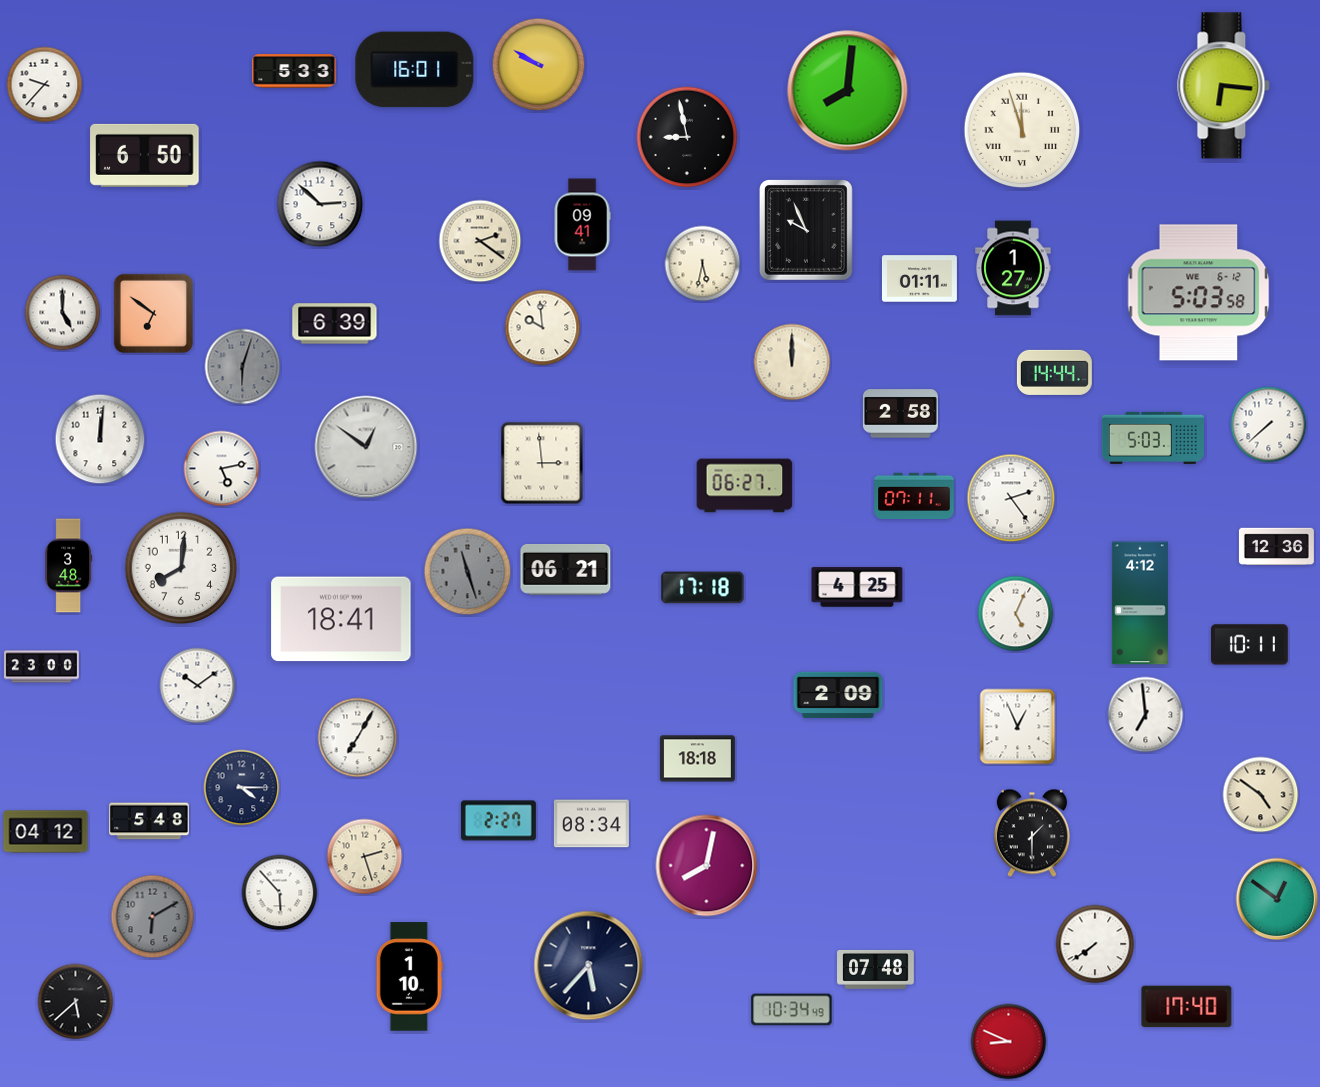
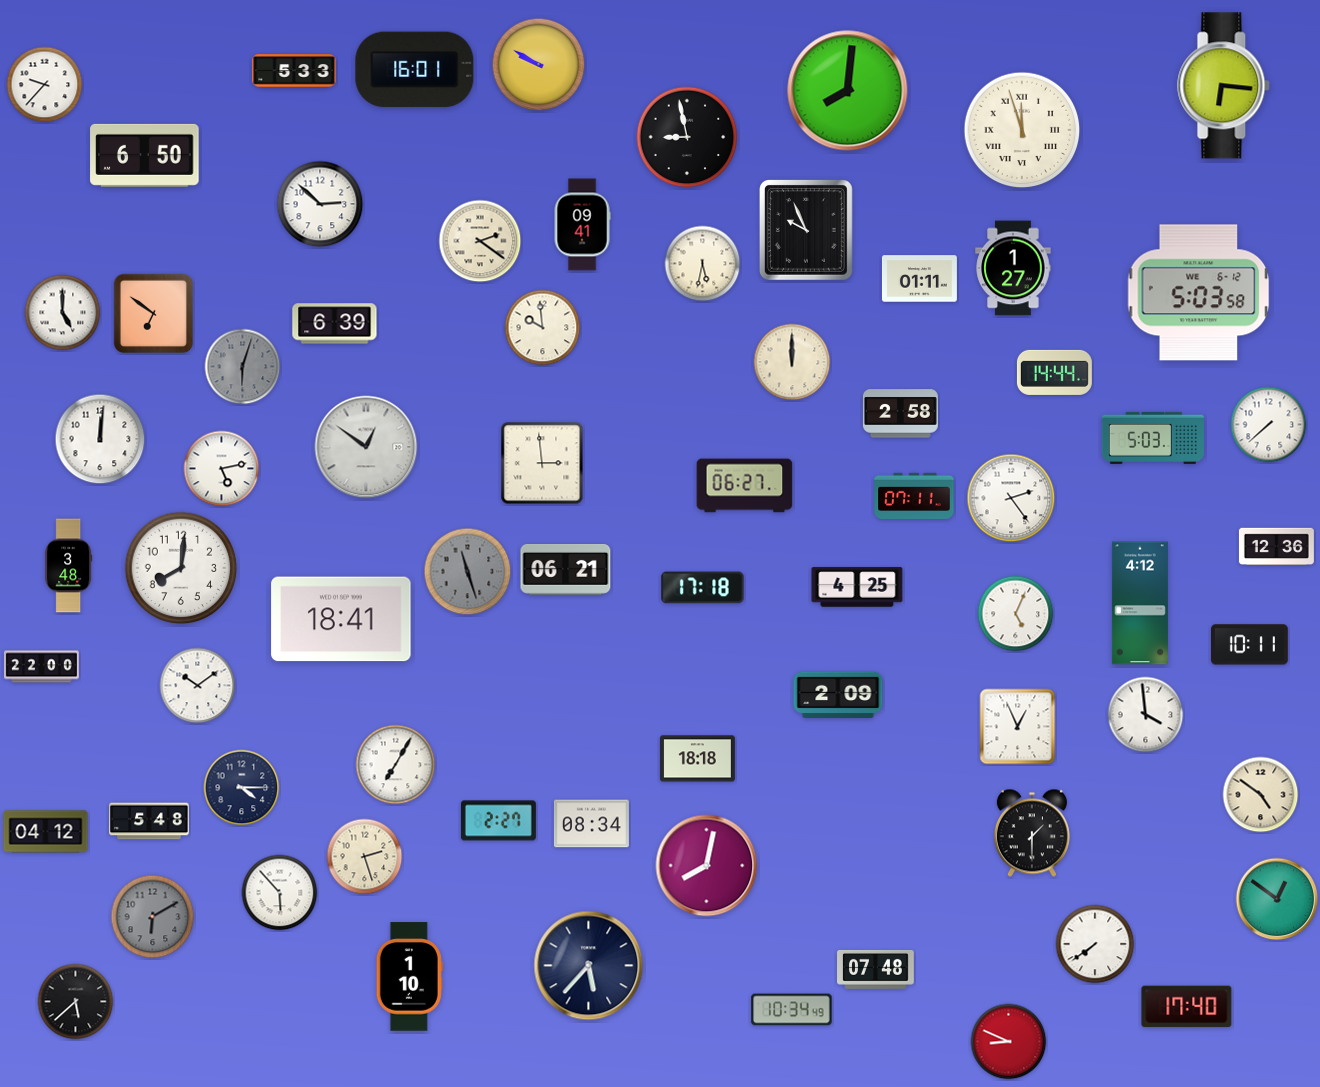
clock at (41, 667): 23:00 -> 22:00
clock at (1146, 715): 6:59 -> 3:59
clock at (358, 738) position: (358, 738) -> (396, 765)
